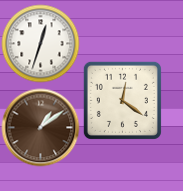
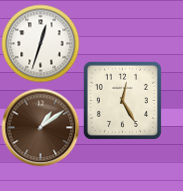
clock at (122, 100): 12:21 -> 12:25
